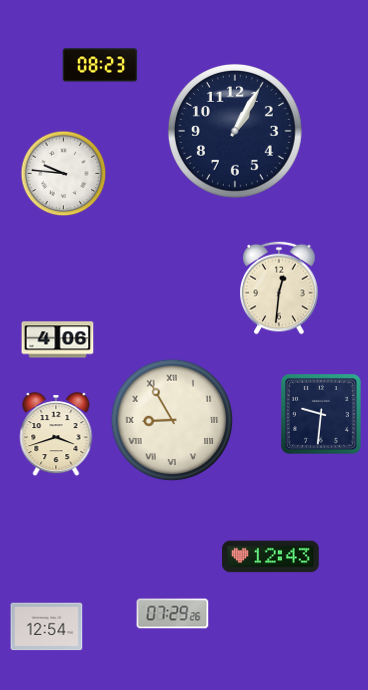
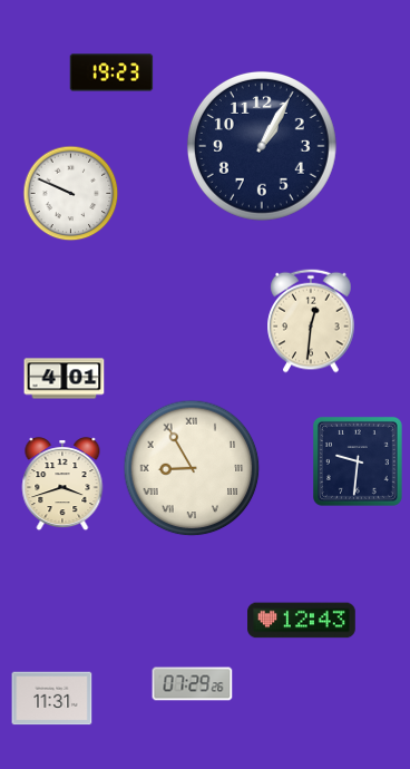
clock at (100, 65): 08:23 -> 19:23
clock at (64, 174): 9:46 -> 9:49
clock at (58, 340): 4:06 -> 4:01
clock at (47, 627): 12:54 -> 11:31
